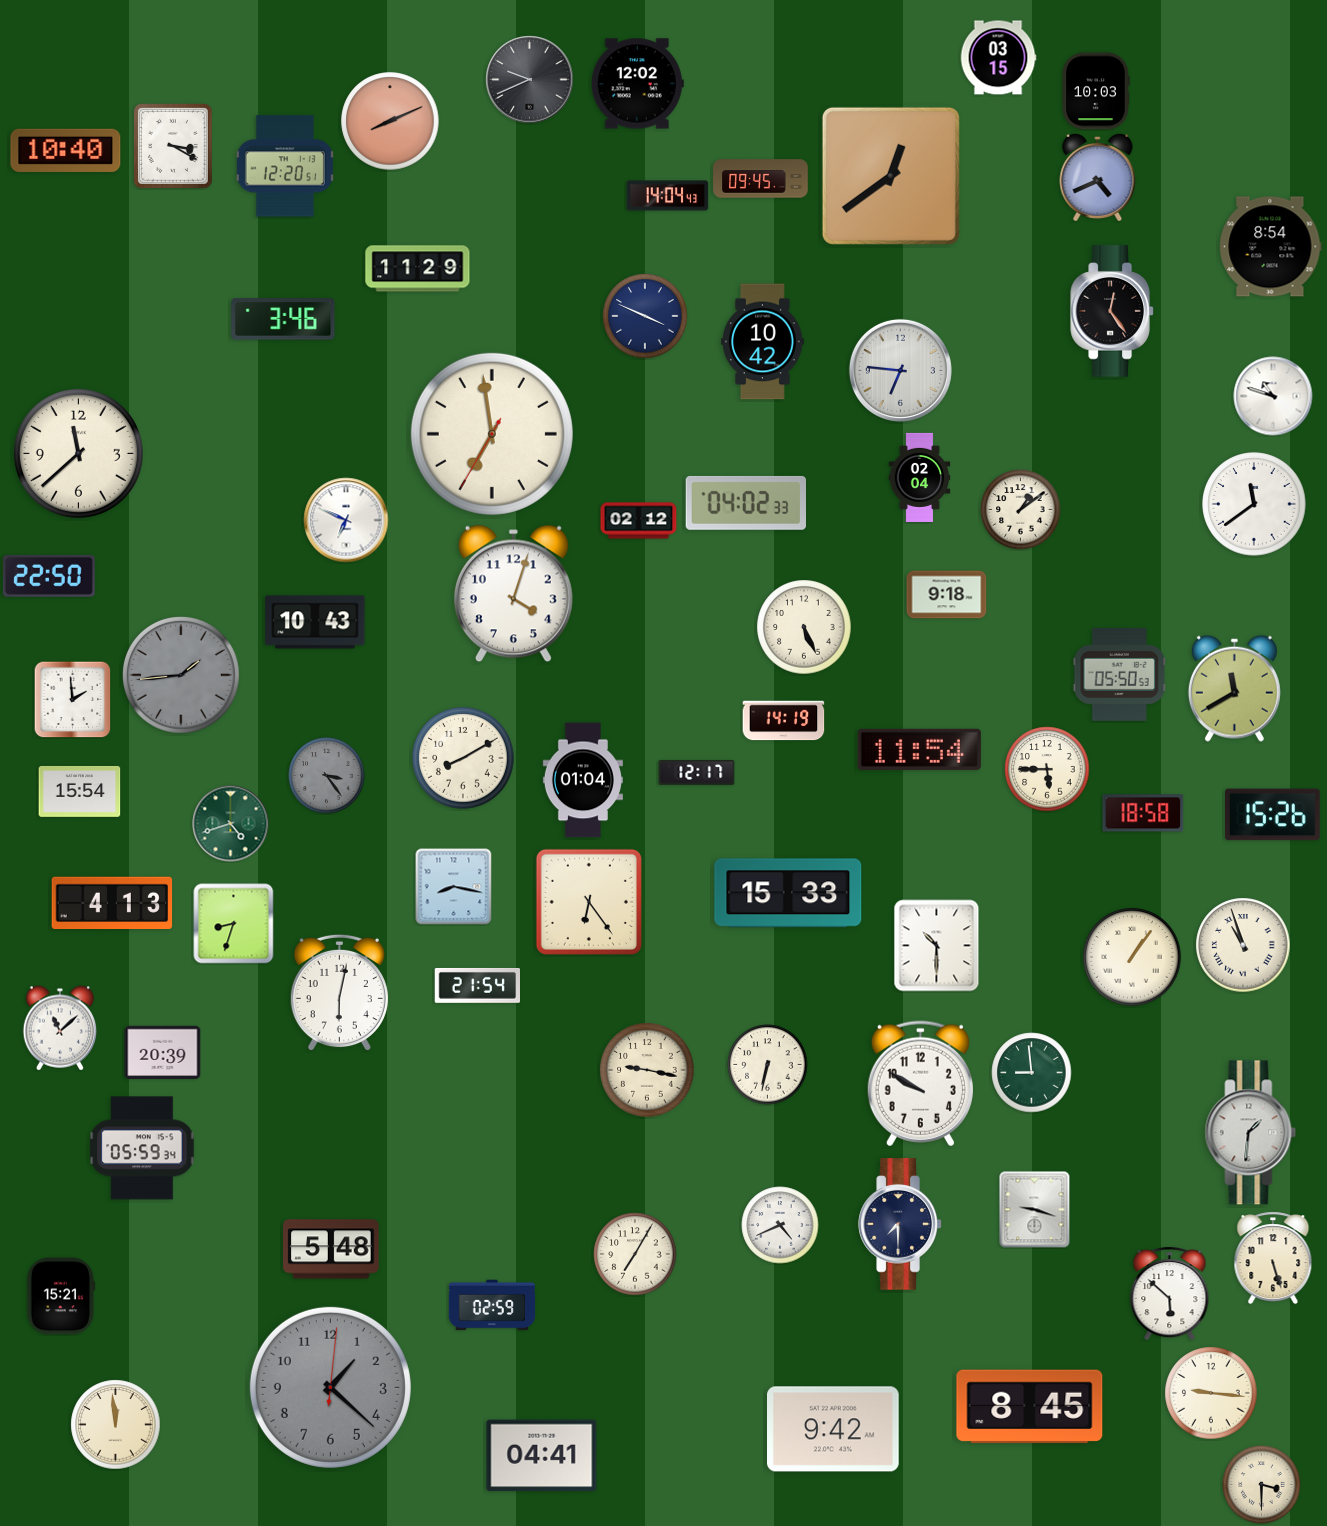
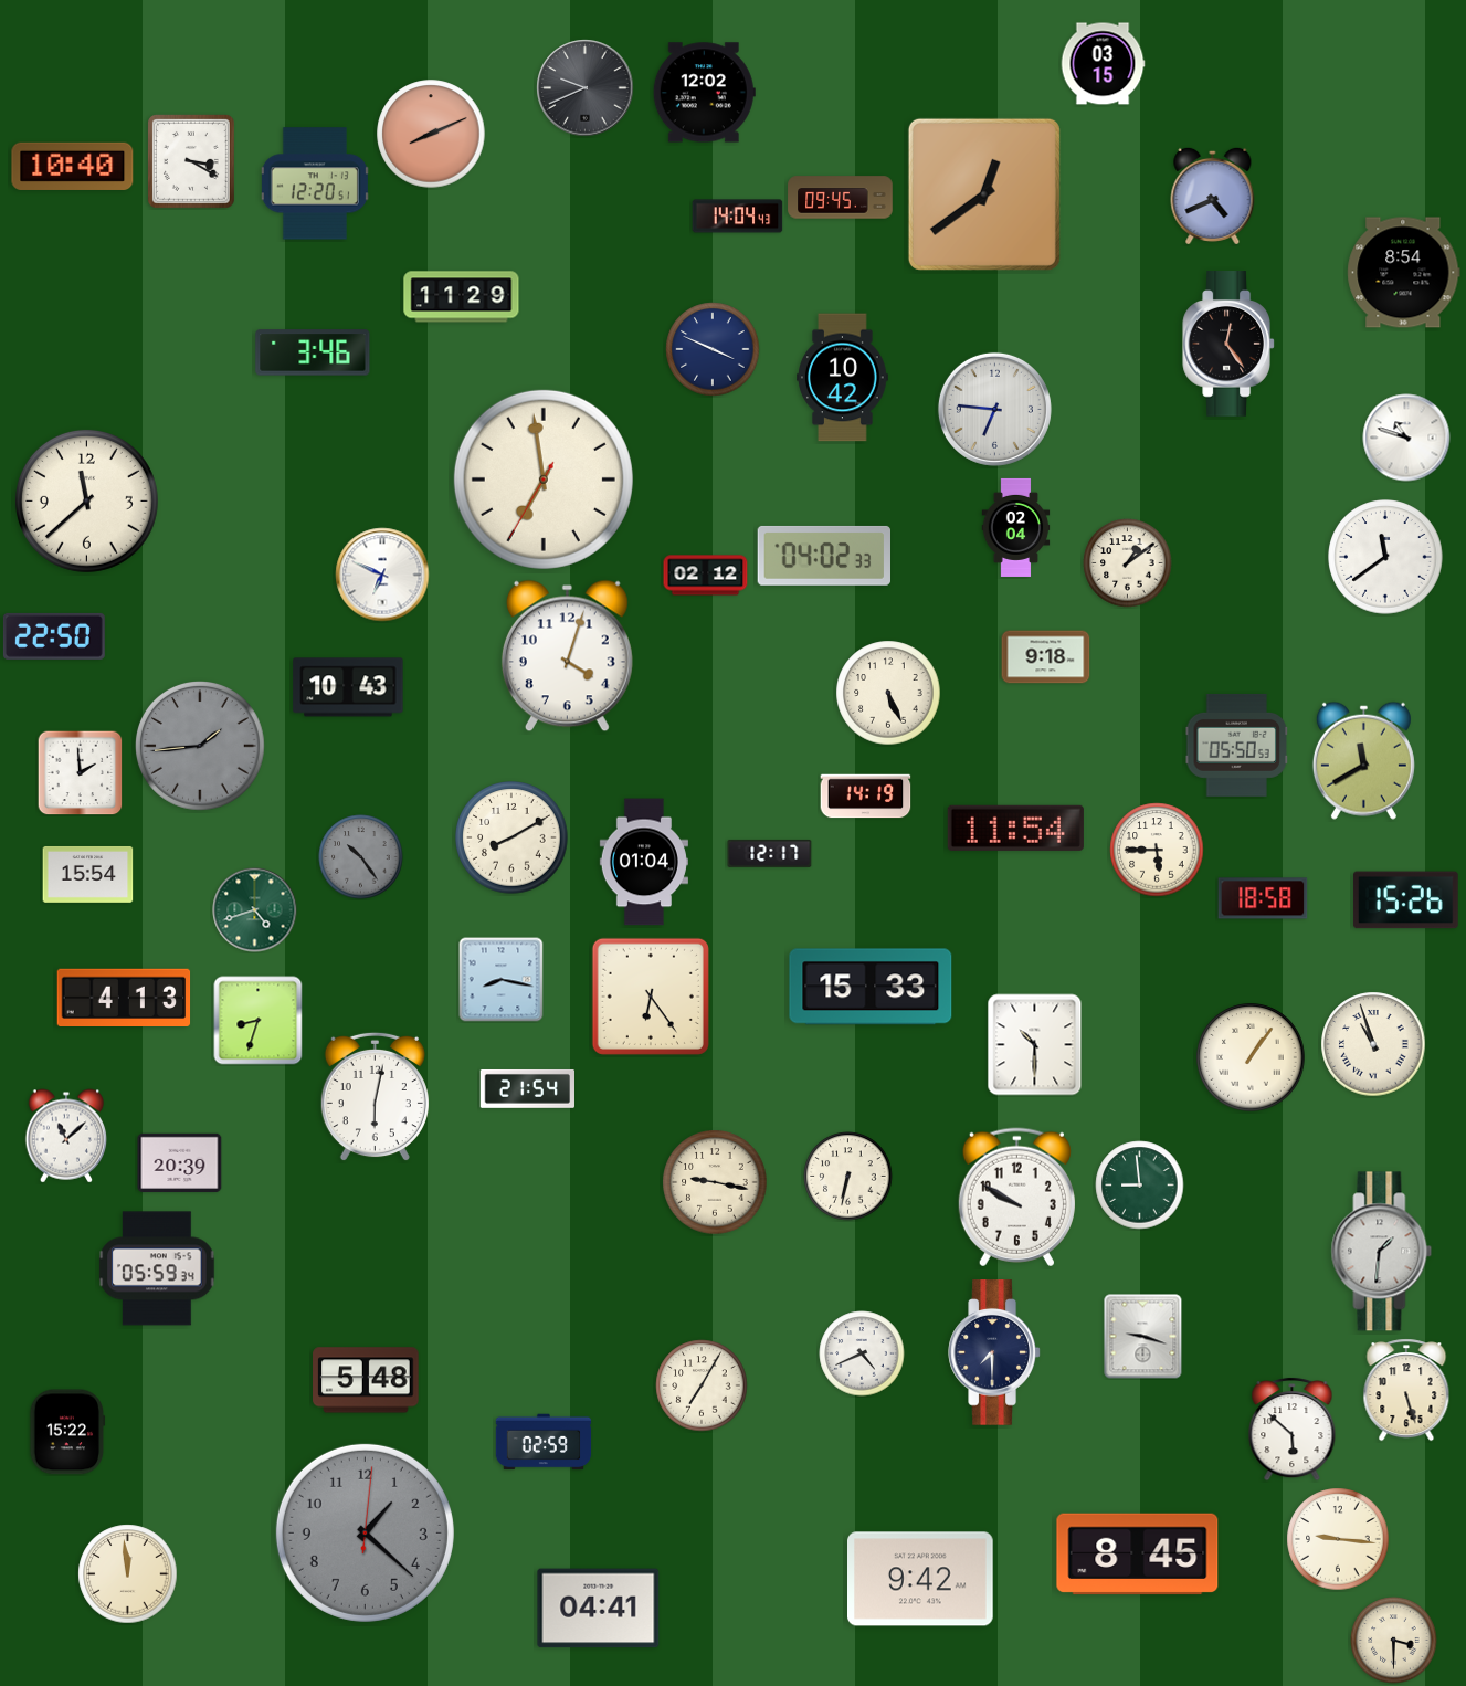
clock at (1096, 91): 10:03 -> none
clock at (327, 776): 3:24 -> 10:24
clock at (61, 1296): 15:21 -> 15:22
